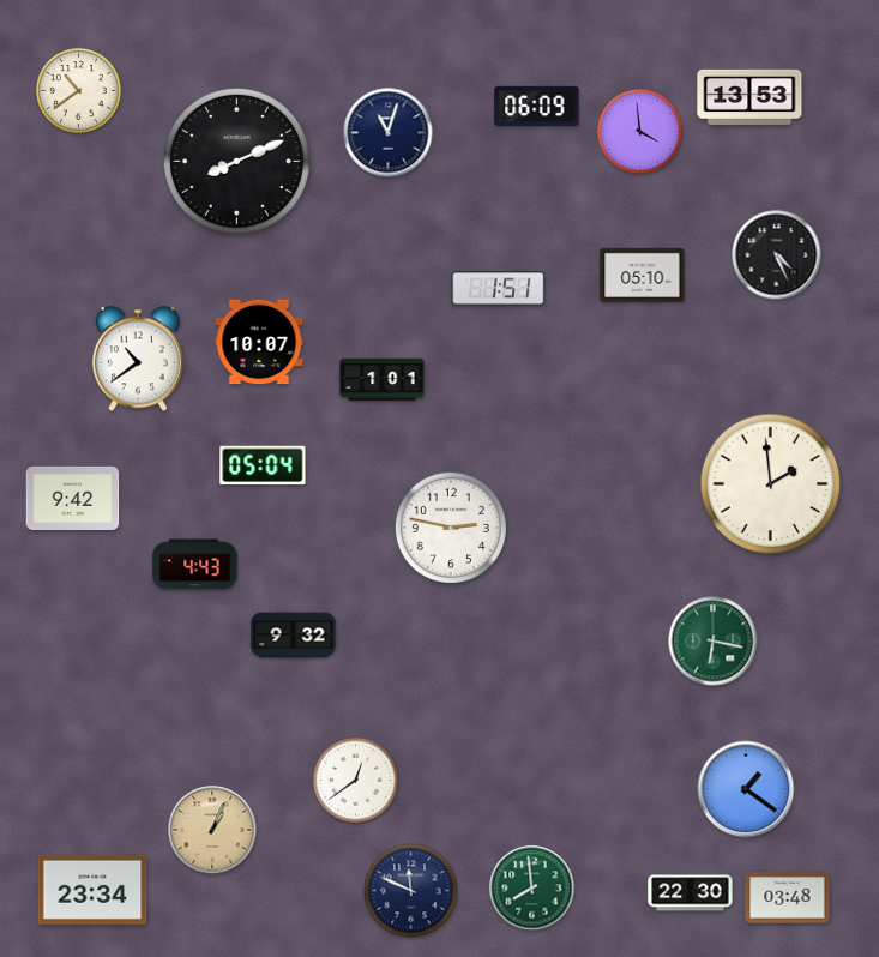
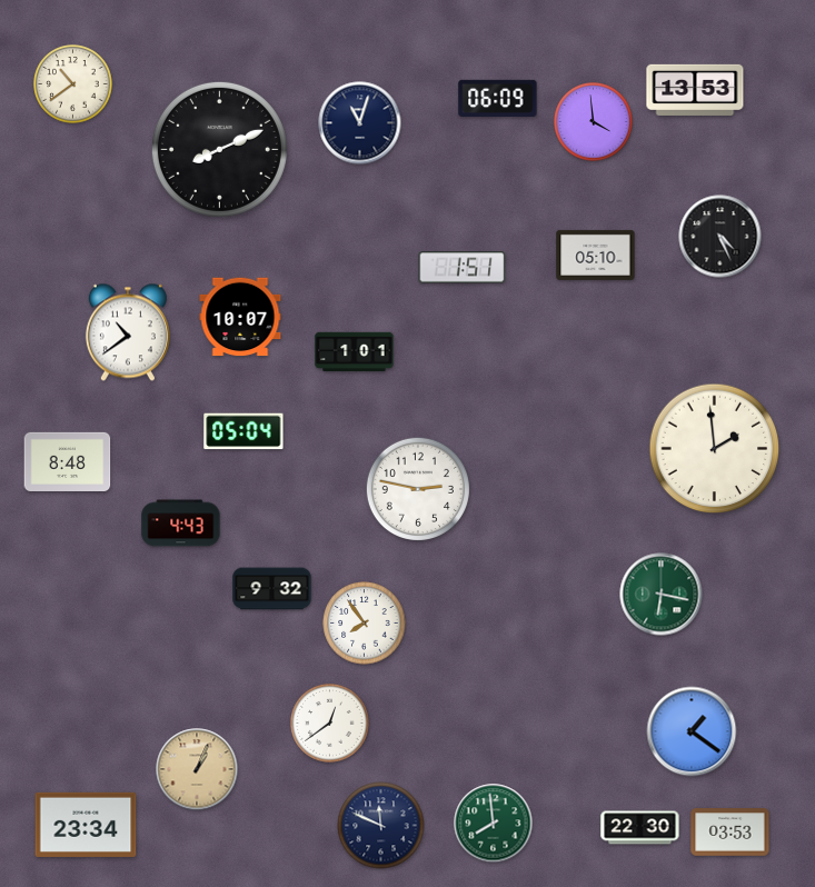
clock at (73, 498): 9:42 -> 8:48
clock at (365, 624): none -> 7:54
clock at (788, 898): 03:48 -> 03:53
